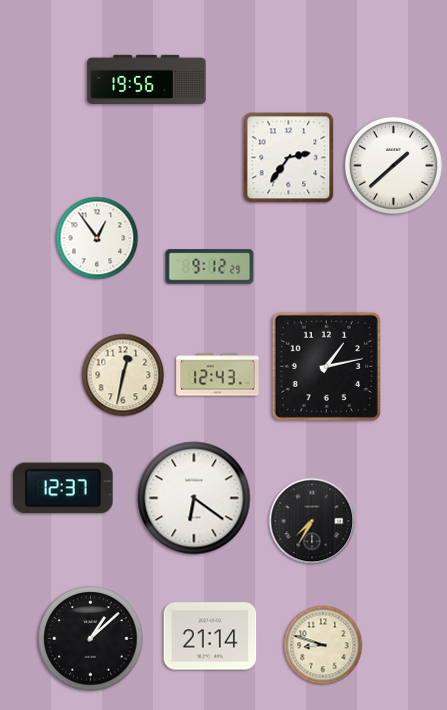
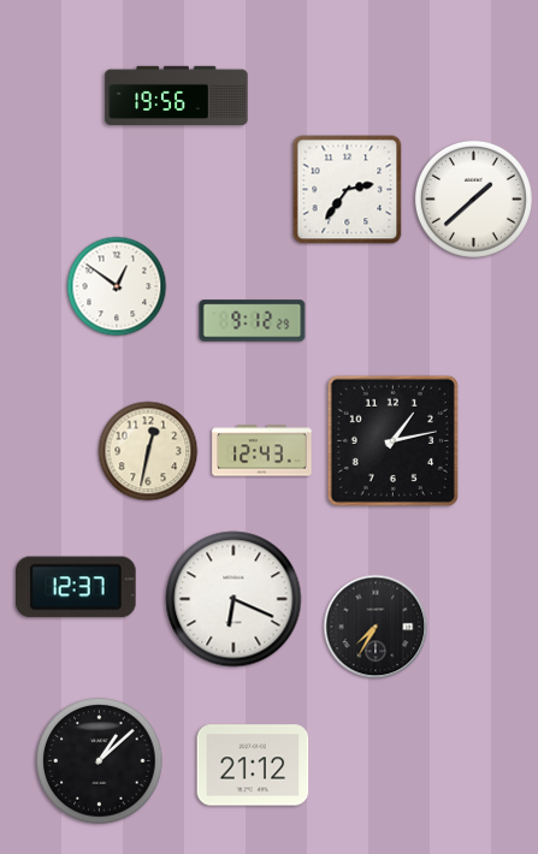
clock at (97, 238): 12:54 -> 12:51
clock at (194, 498): 6:21 -> 6:19
clock at (210, 636): 21:14 -> 21:12
clock at (91, 639) position: (91, 639) -> (100, 761)
clock at (323, 645): 8:48 -> none
